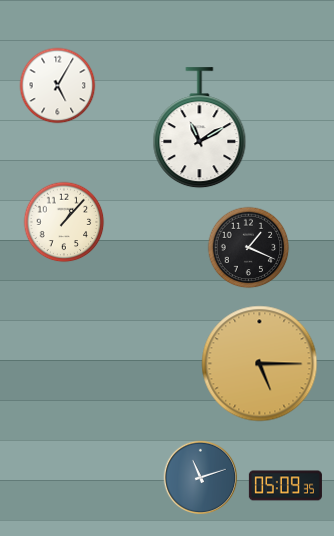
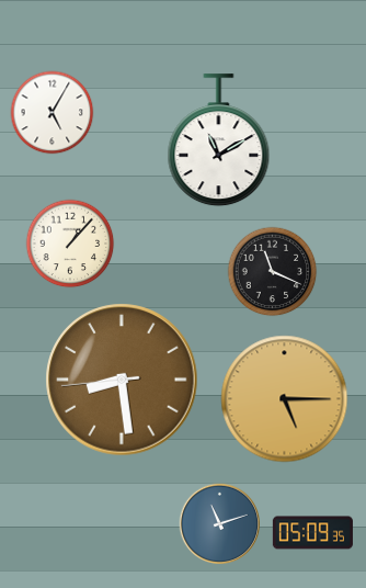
clock at (58, 86) position: (58, 86) -> (53, 113)
clock at (249, 248): 1:19 -> 11:19
clock at (122, 380): none -> 8:28
